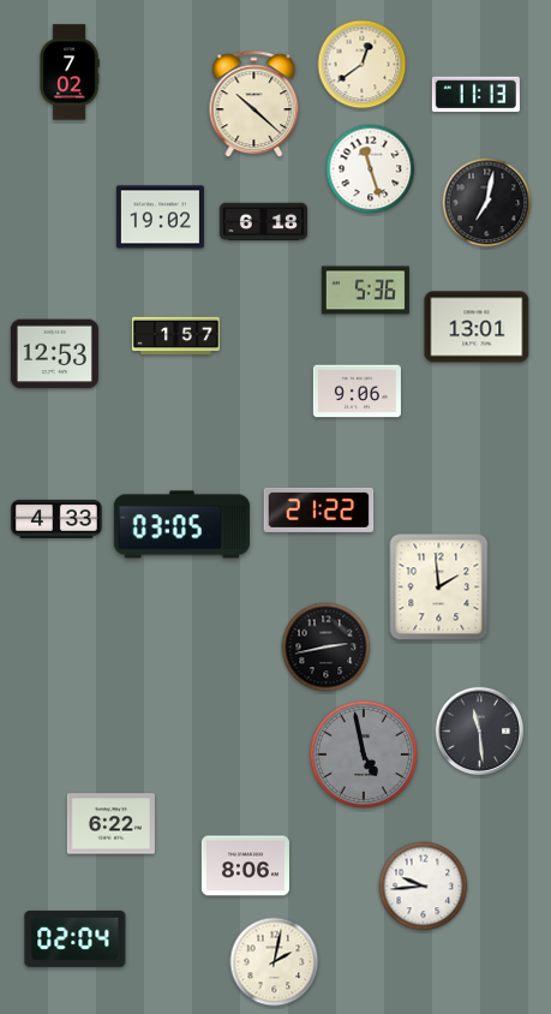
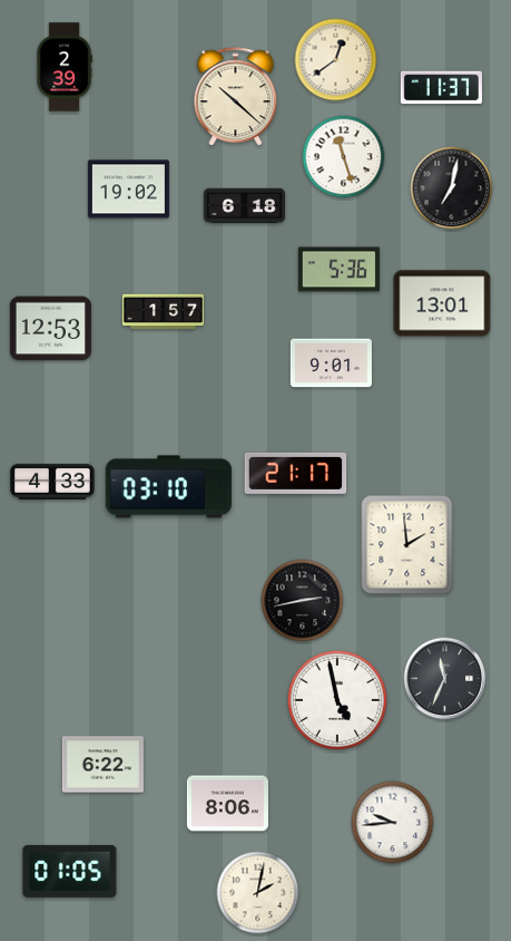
clock at (70, 72): 7:02 -> 2:39
clock at (475, 95): 11:13 -> 11:37
clock at (160, 217) position: (160, 217) -> (128, 190)
clock at (357, 392): 9:06 -> 9:01
clock at (319, 509): 21:22 -> 21:17
clock at (182, 525): 03:05 -> 03:10
clock at (480, 732): 11:29 -> 11:34
clock at (364, 754) dial: grey -> white
clock at (76, 938): 02:04 -> 01:05
clock at (275, 962) position: (275, 962) -> (258, 893)
